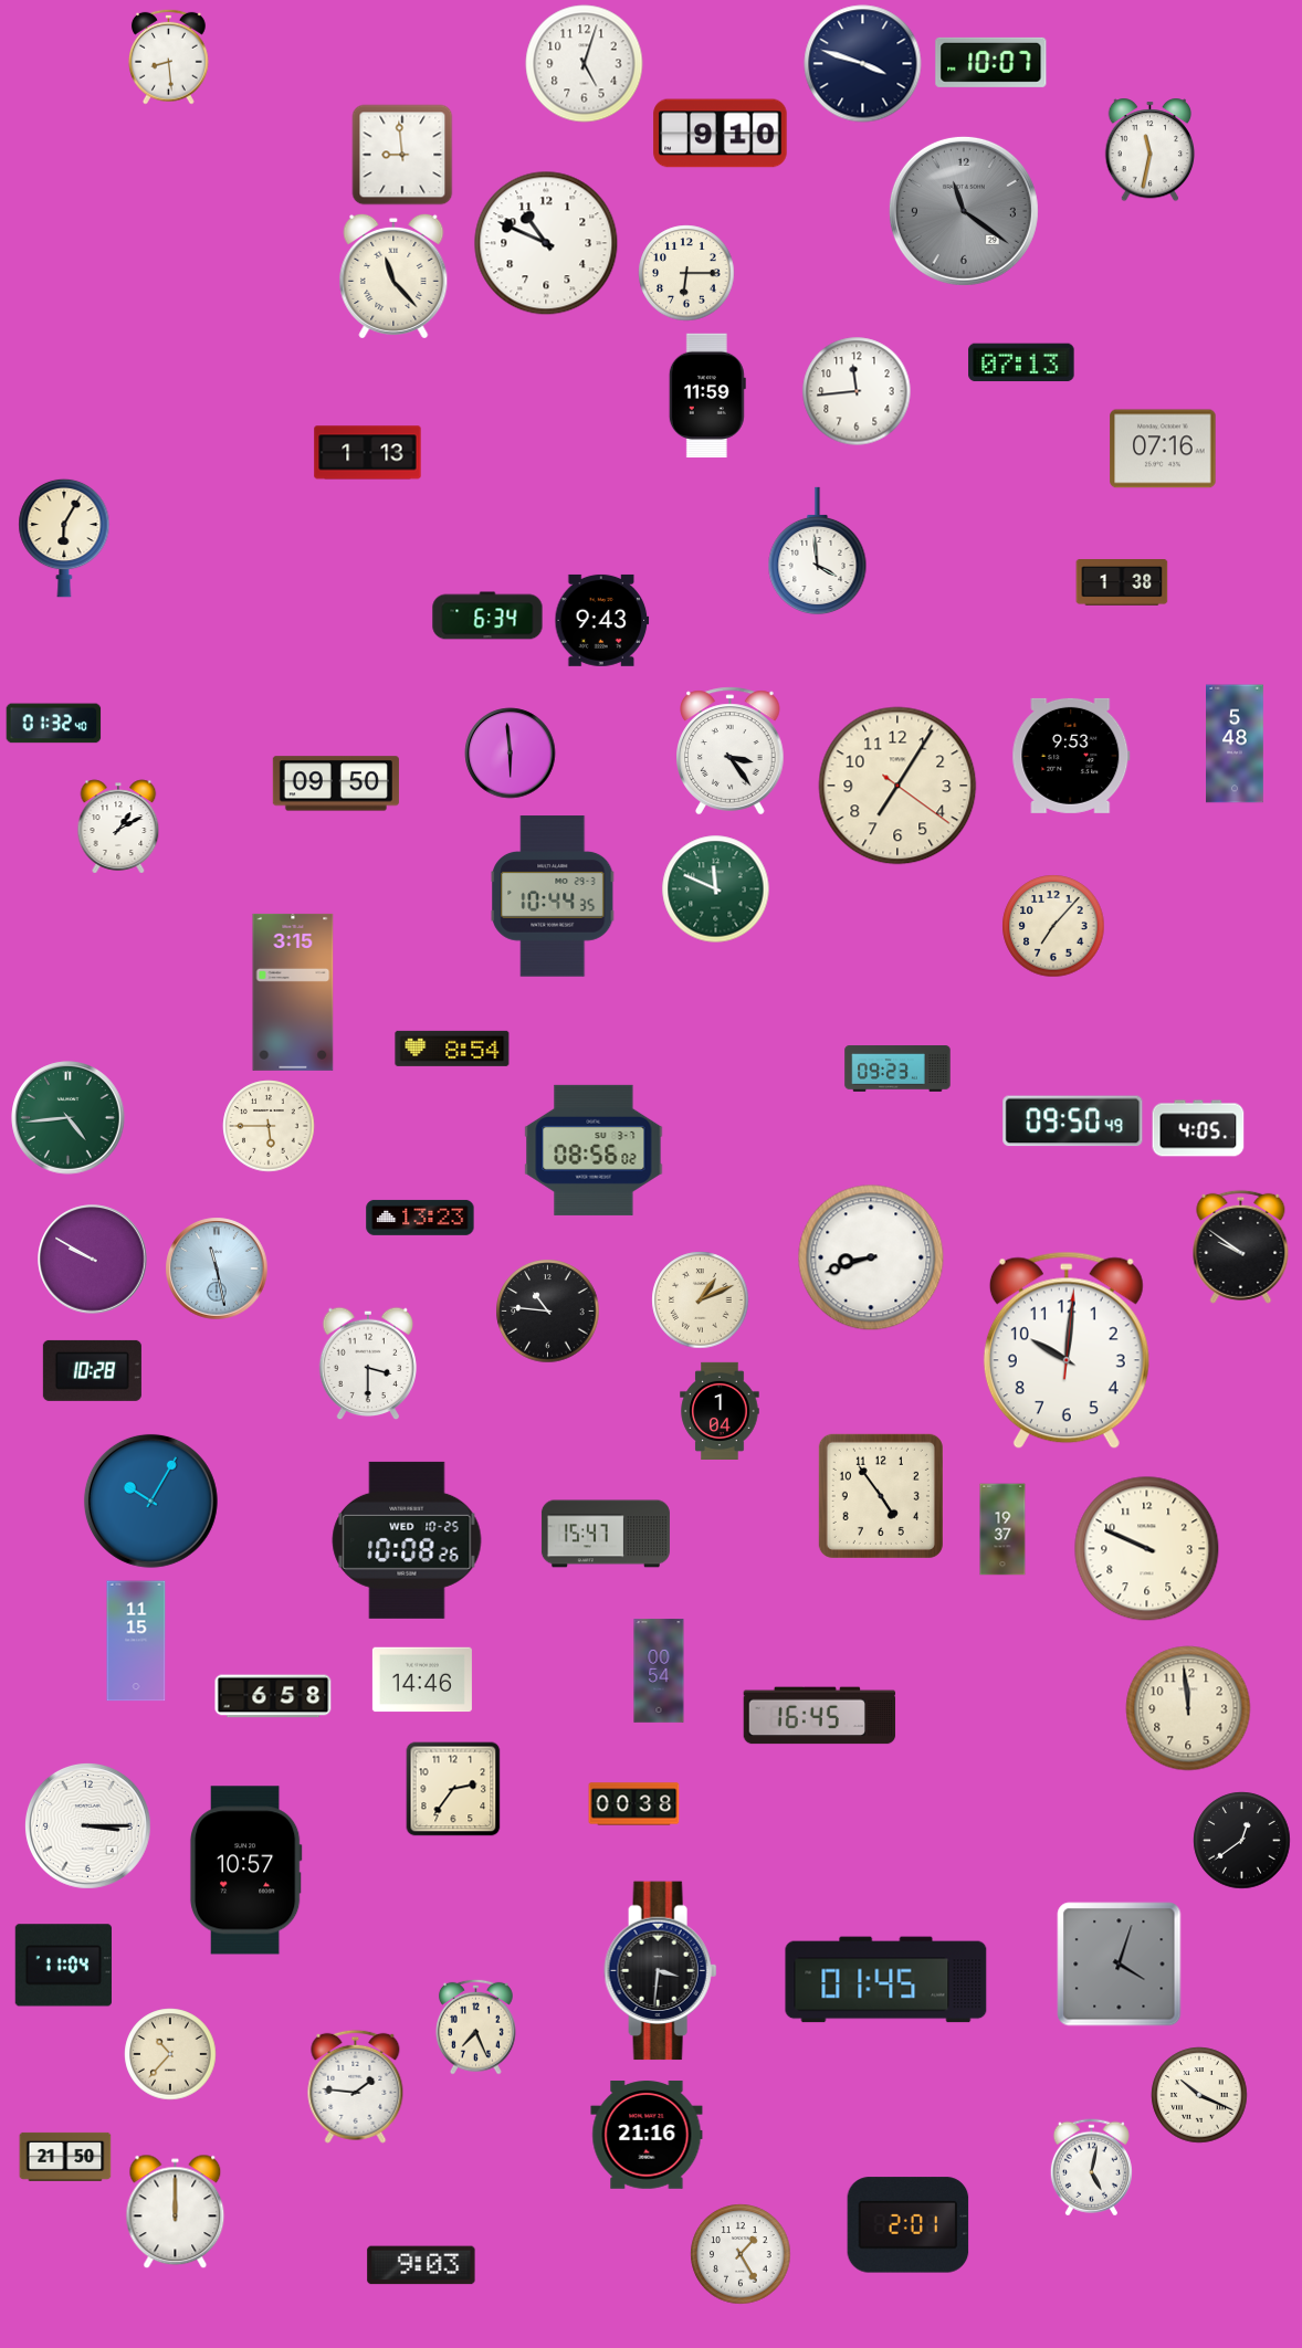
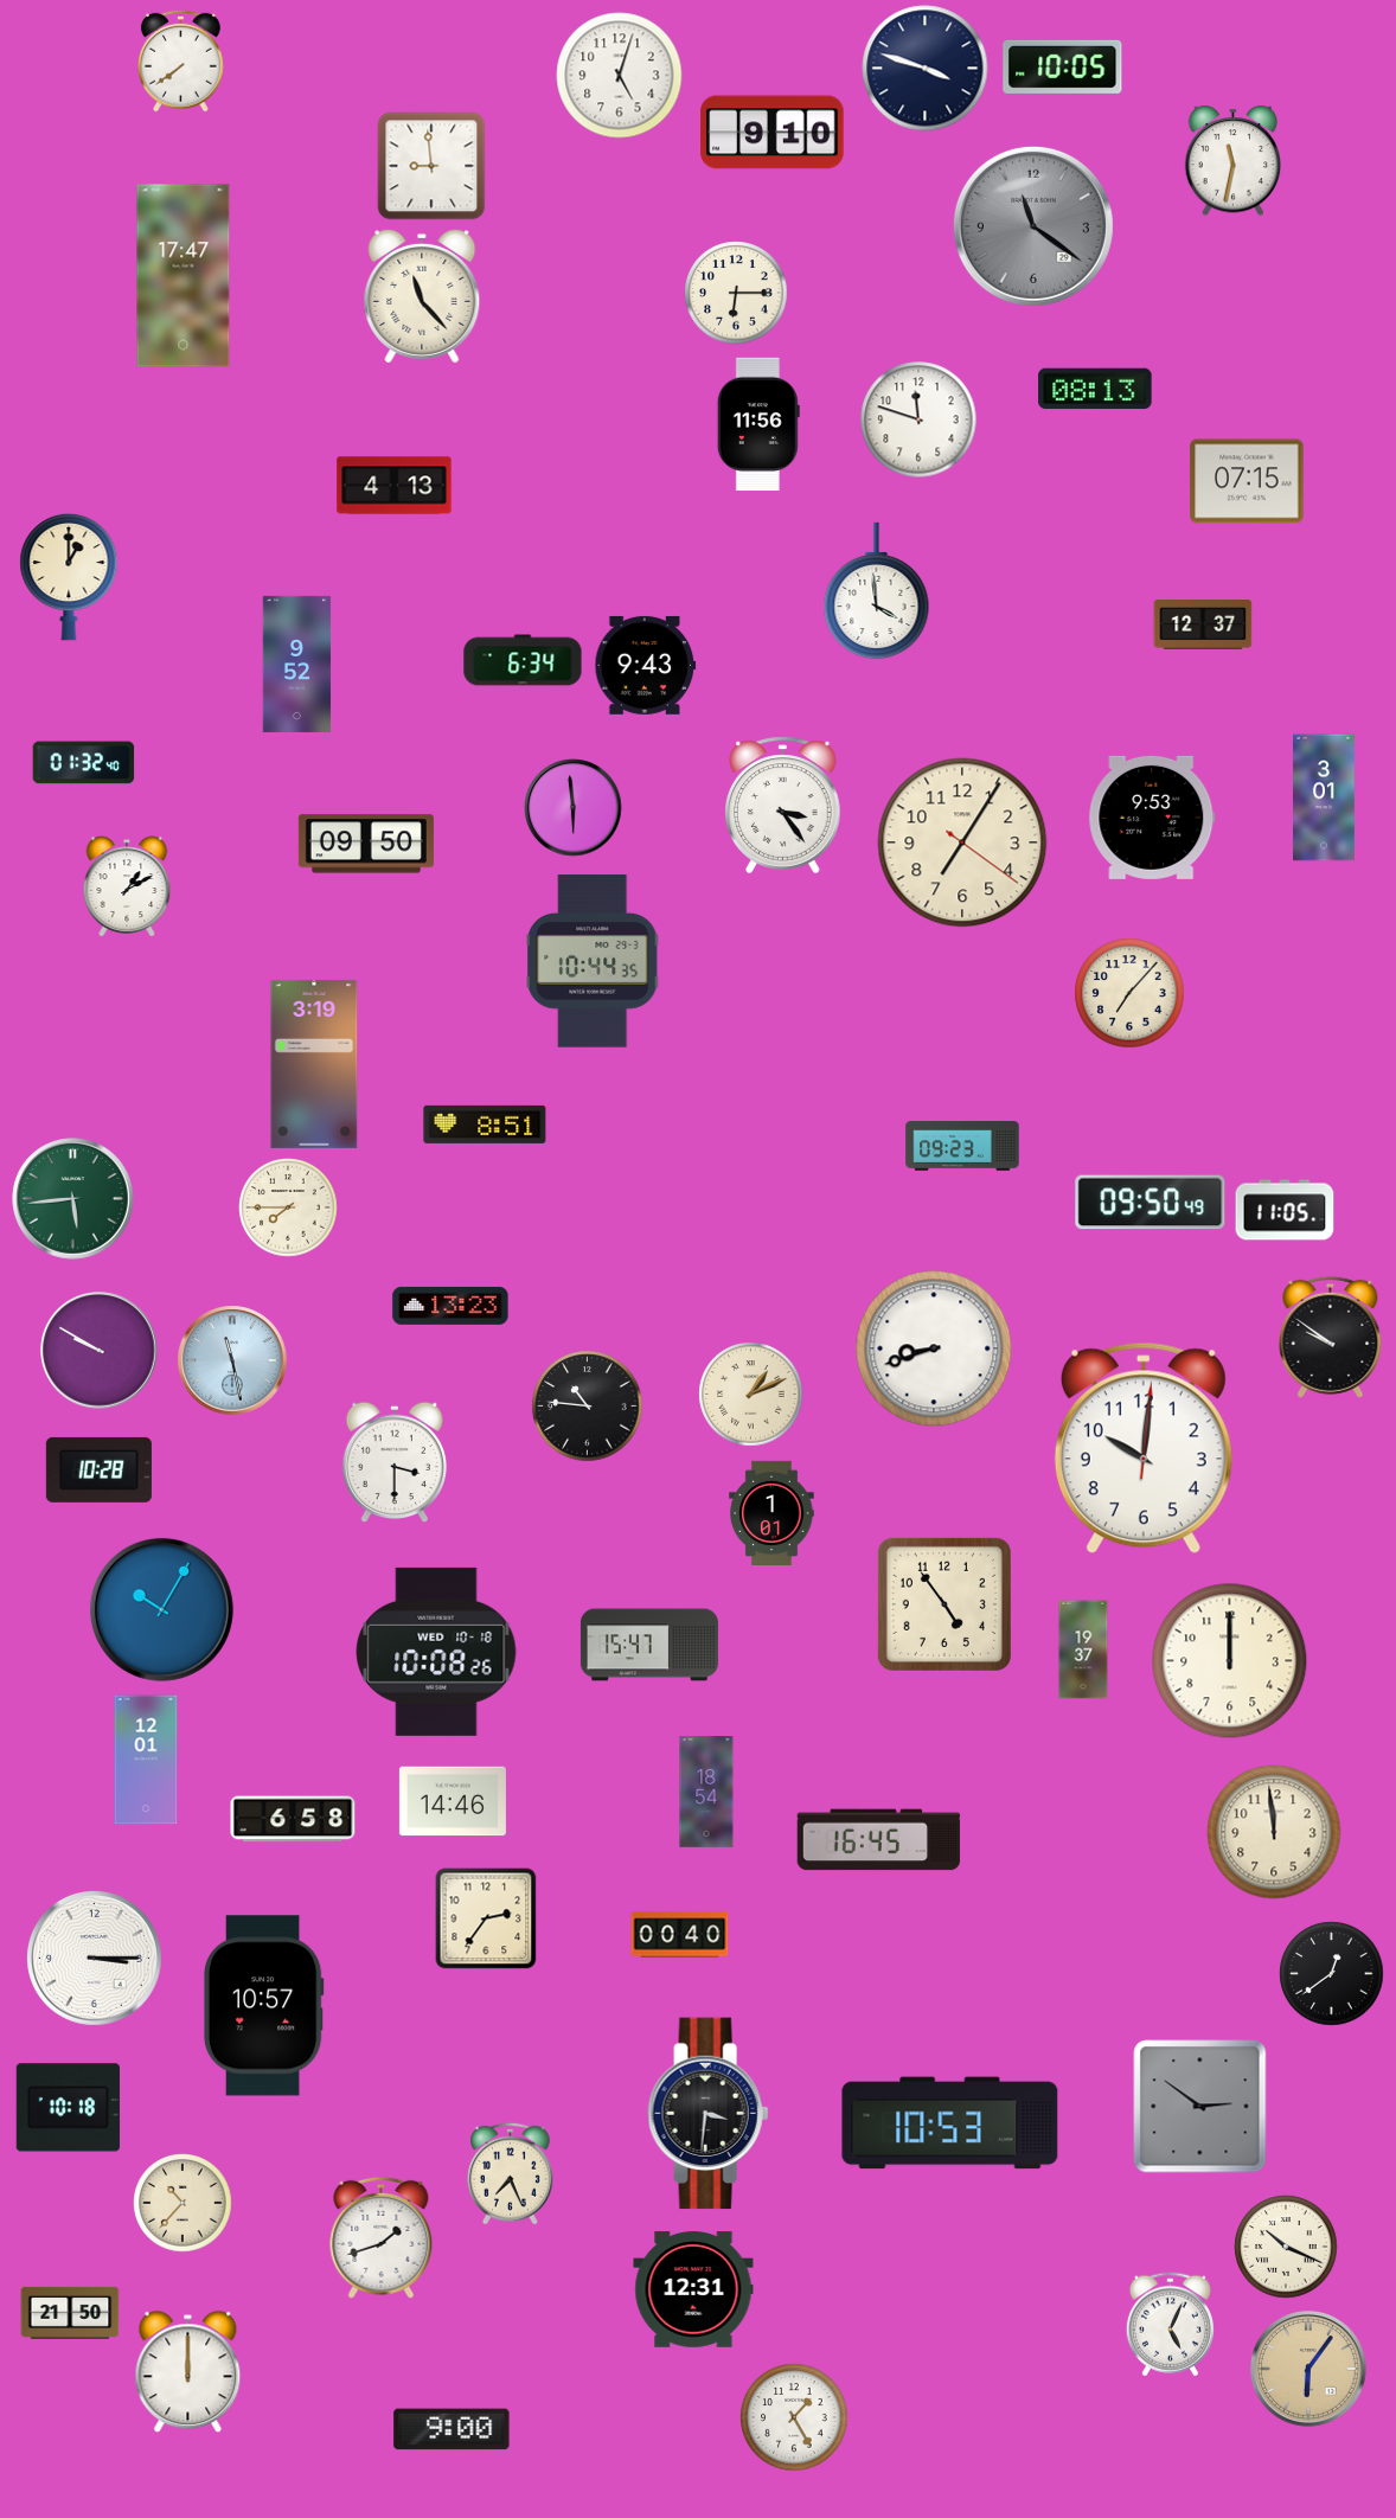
clock at (169, 56): 8:29 -> 7:39
clock at (991, 62): 10:07 -> 10:05
clock at (585, 64) position: (585, 64) -> (620, 76)
clock at (721, 134) position: (721, 134) -> (773, 133)
clock at (546, 243): 10:49 -> none
clock at (184, 276): none -> 17:47
clock at (1021, 362): 07:13 -> 08:13
clock at (857, 391): 11:44 -> 11:48
clock at (707, 396): 11:59 -> 11:56
clock at (1163, 449): 07:16 -> 07:15
clock at (368, 453): 1:13 -> 4:13
clock at (64, 538): 6:05 -> 1:00
clock at (1122, 583): 1:38 -> 12:37
clock at (297, 664): none -> 9:52
clock at (54, 724) position: (54, 724) -> (84, 763)
clock at (1235, 744): 5:48 -> 3:01
clock at (511, 754) position: (511, 754) -> (574, 808)
clock at (1071, 756) position: (1071, 756) -> (1152, 818)
clock at (336, 783) position: (336, 783) -> (366, 844)
clock at (716, 889): 11:49 -> none
clock at (293, 992): 3:15 -> 3:19
clock at (452, 1049): 8:54 -> 8:51
clock at (69, 1118): 4:44 -> 5:44
clock at (269, 1126): 5:45 -> 7:45
clock at (1198, 1128): 4:05 -> 11:05
clock at (594, 1150): 08:56 -> none
clock at (720, 1410): 1:04 -> 1:01
clock at (1002, 1529) position: (1002, 1529) -> (1083, 1649)
clock at (407, 1540) date: WED 10-25 -> WED 10-18
clock at (1147, 1549): 9:49 -> 12:00
clock at (136, 1641): 11:15 -> 12:01
clock at (659, 1671): 00:54 -> 18:54
clock at (634, 1804): 00:38 -> 00:40
clock at (1120, 1965): 4:03 -> 2:51
clock at (63, 1966): 11:04 -> 10:18
clock at (886, 1980): 01:45 -> 10:53
clock at (356, 2086): 1:46 -> 1:42
clock at (647, 2135): 21:16 -> 12:31
clock at (1091, 2168): 5:02 -> 5:04
clock at (1308, 2369): none -> 6:06
clock at (909, 2225): 2:01 -> none
clock at (421, 2265): 9:03 -> 9:00
